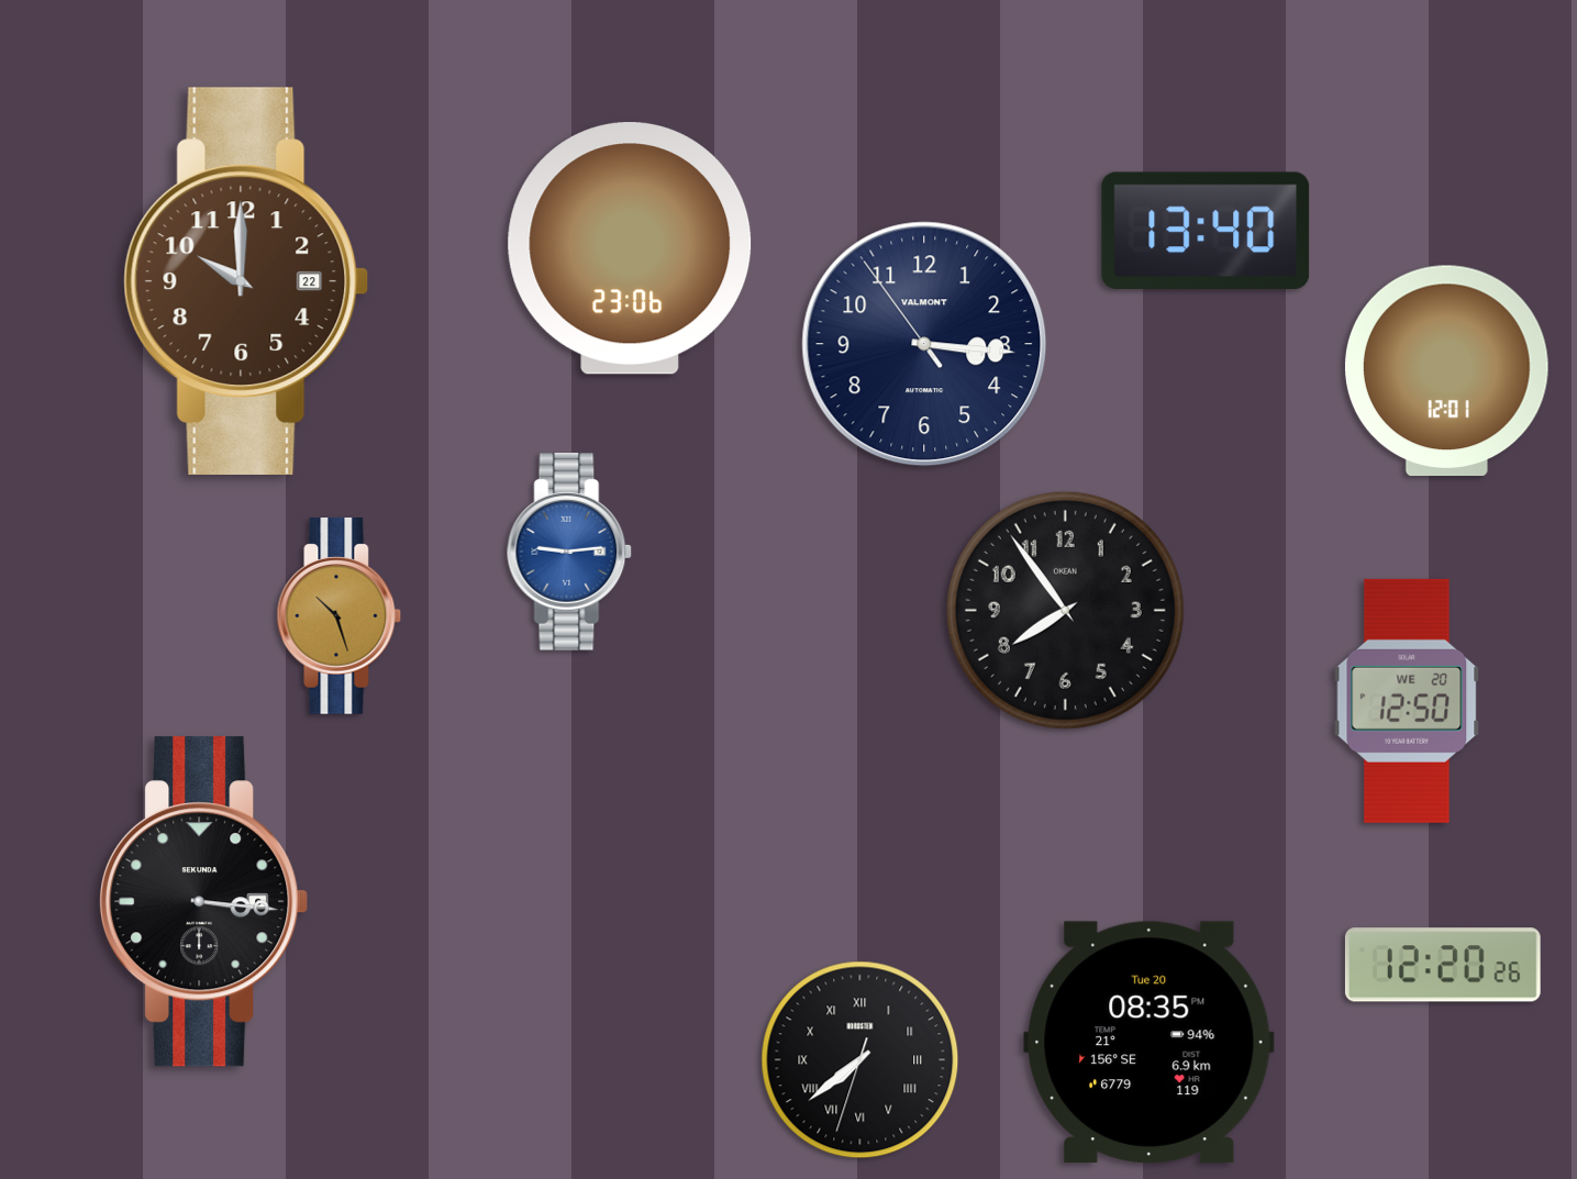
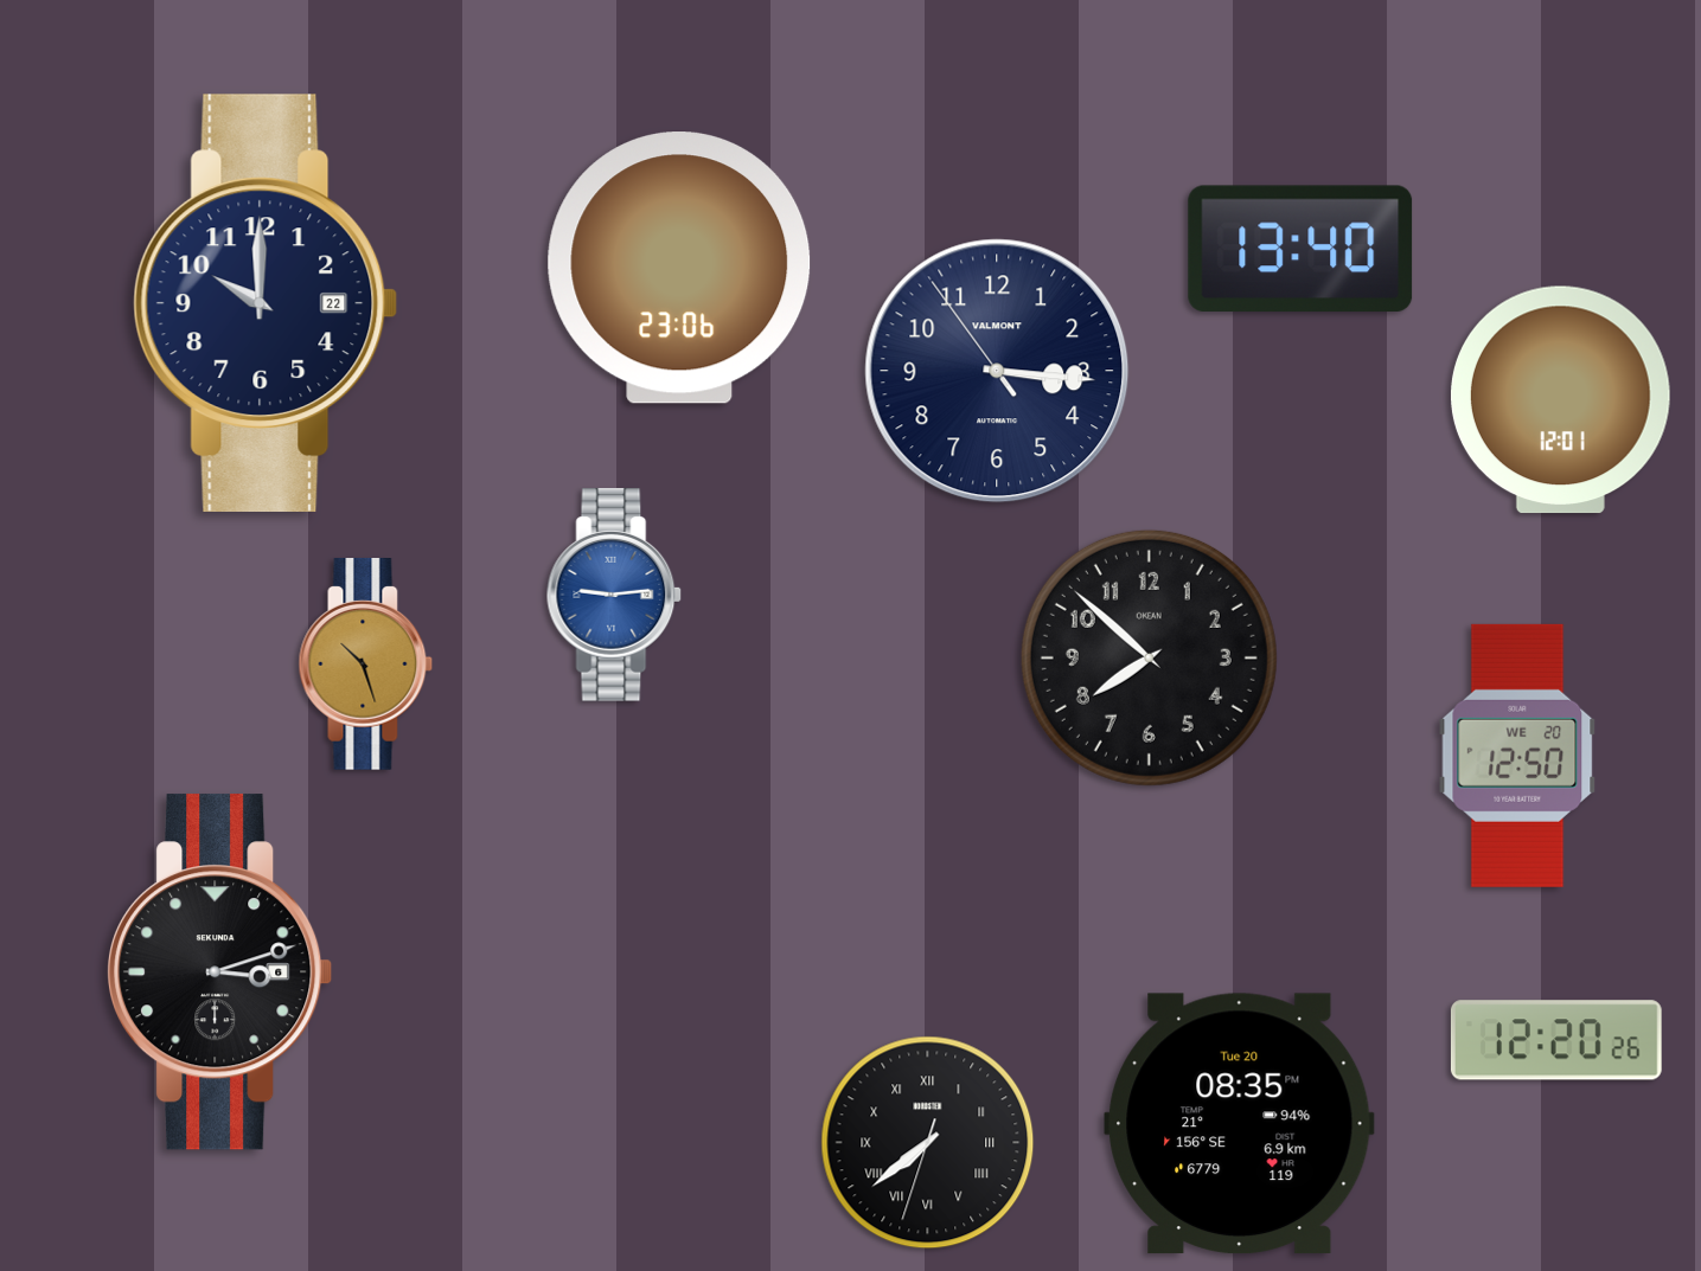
clock at (246, 280) dial: brown -> navy
clock at (1065, 610): 7:54 -> 7:52
clock at (204, 902): 3:16 -> 3:12
